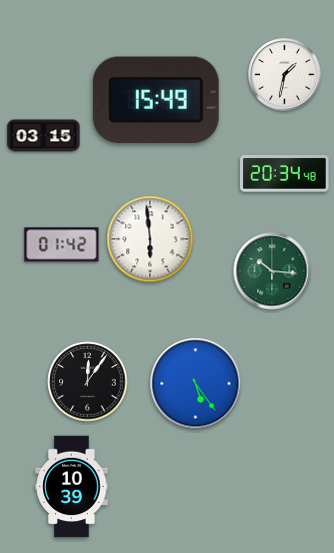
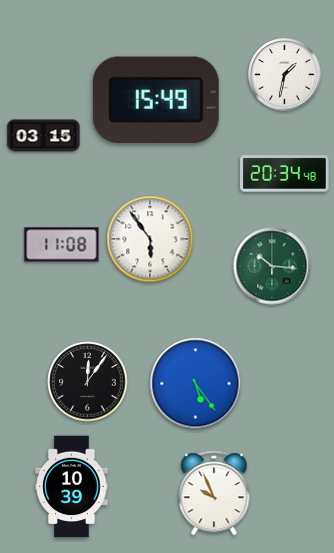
clock at (150, 239): 5:59 -> 5:54
clock at (62, 245): 01:42 -> 11:08
clock at (272, 271) position: (272, 271) -> (272, 266)
clock at (214, 493): none -> 9:56
